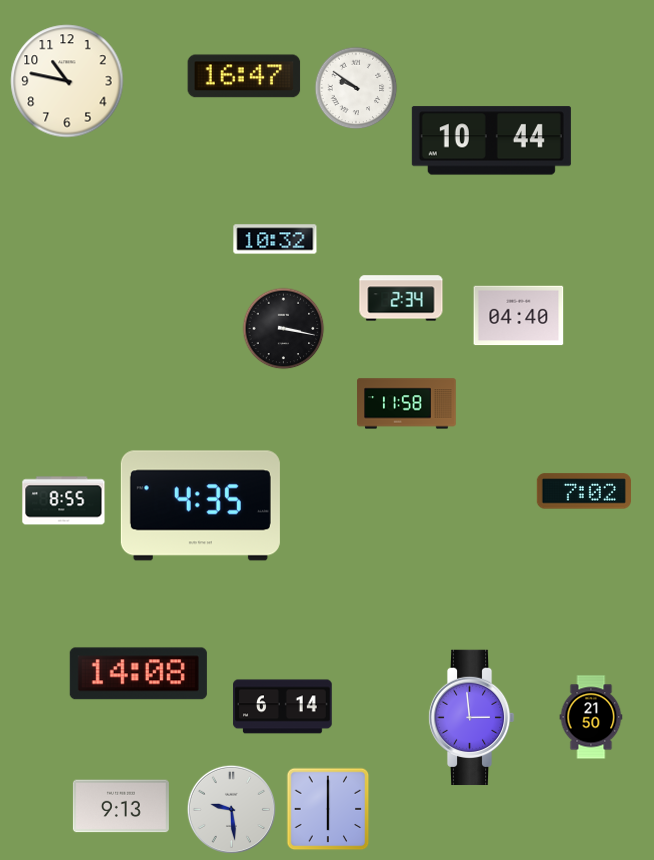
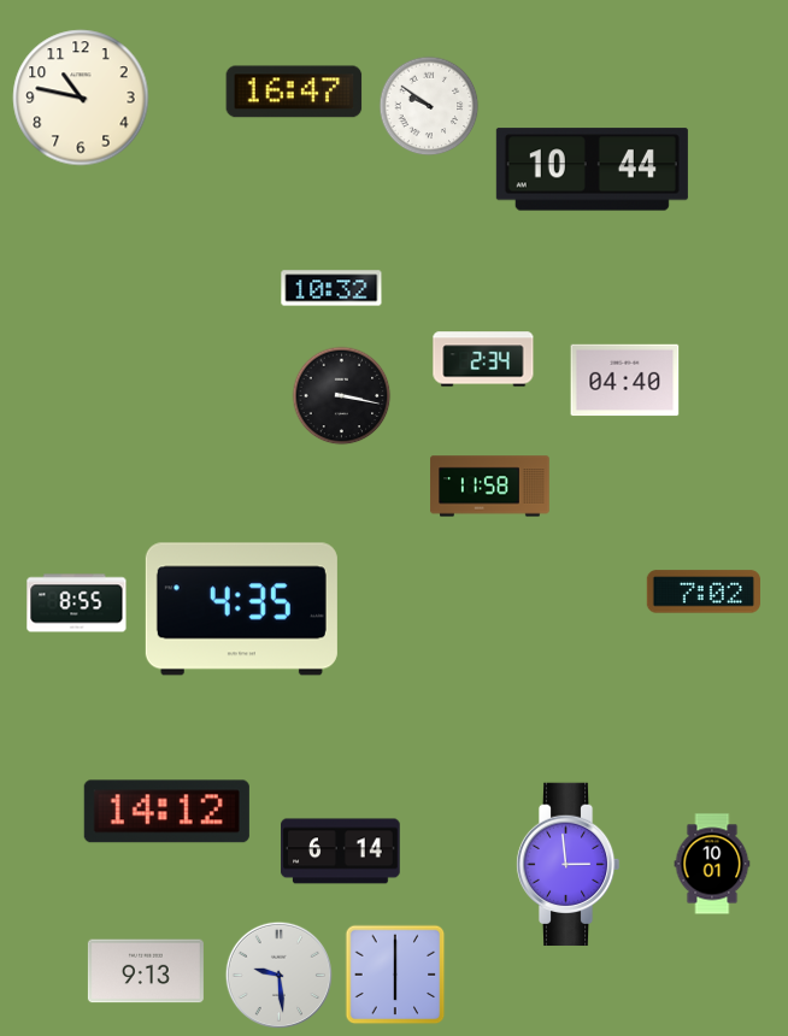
clock at (138, 674): 14:08 -> 14:12
clock at (591, 717): 21:50 -> 10:01
